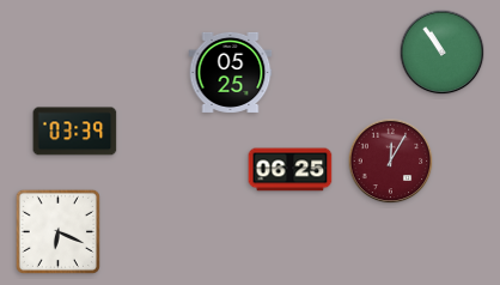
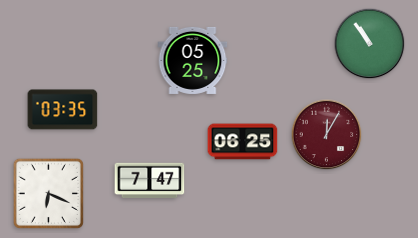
clock at (75, 132): 03:39 -> 03:35
clock at (150, 181): none -> 7:47
